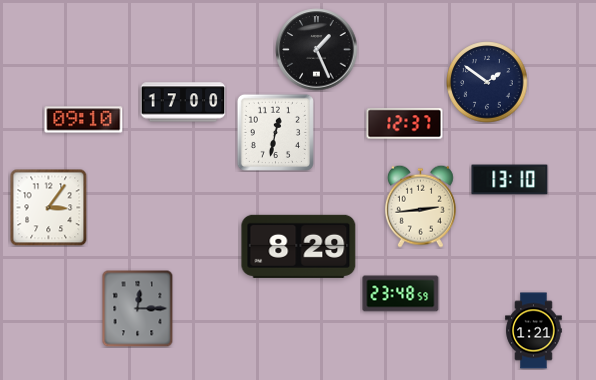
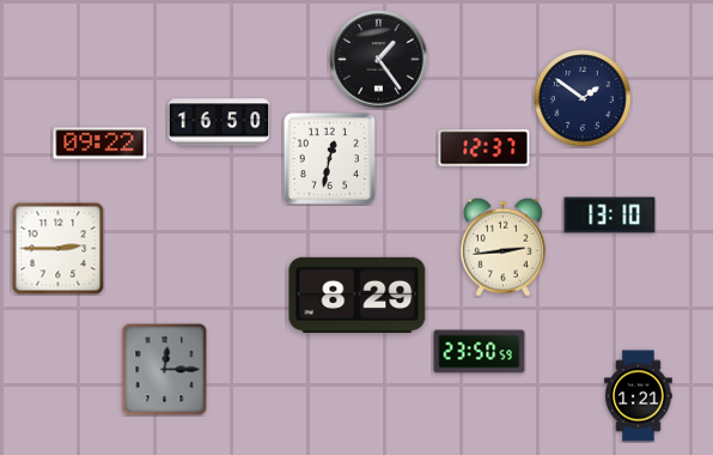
clock at (317, 50): 1:26 -> 1:24
clock at (183, 102): 17:00 -> 16:50
clock at (84, 120): 09:10 -> 09:22
clock at (48, 207): 3:06 -> 2:45
clock at (401, 294): 23:48 -> 23:50
